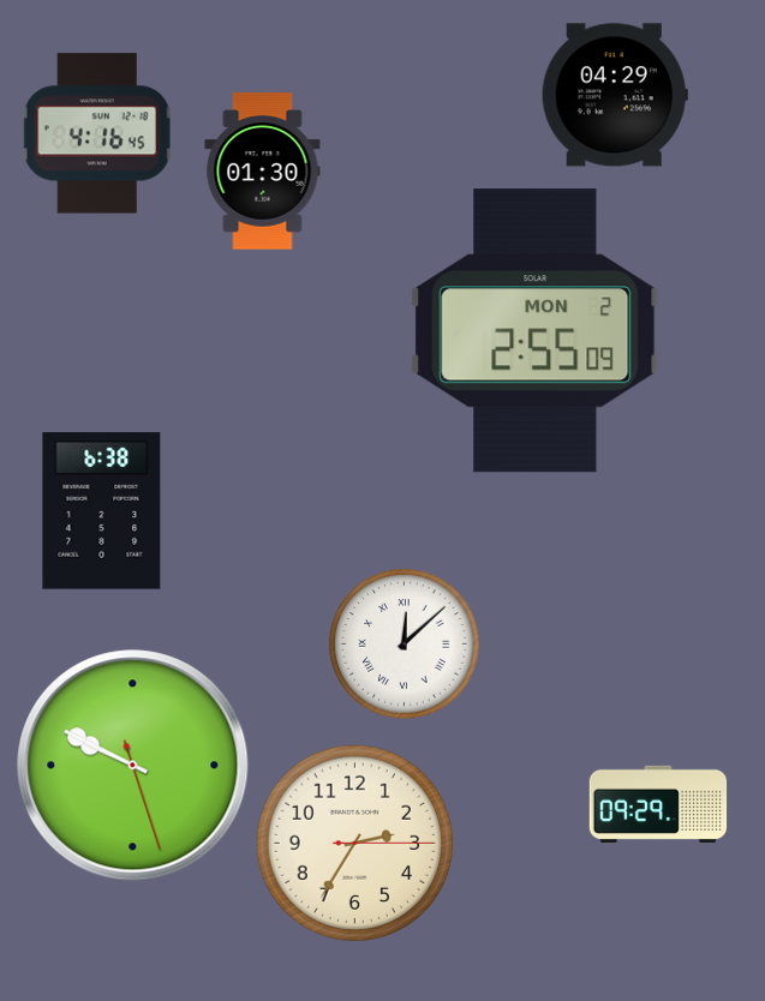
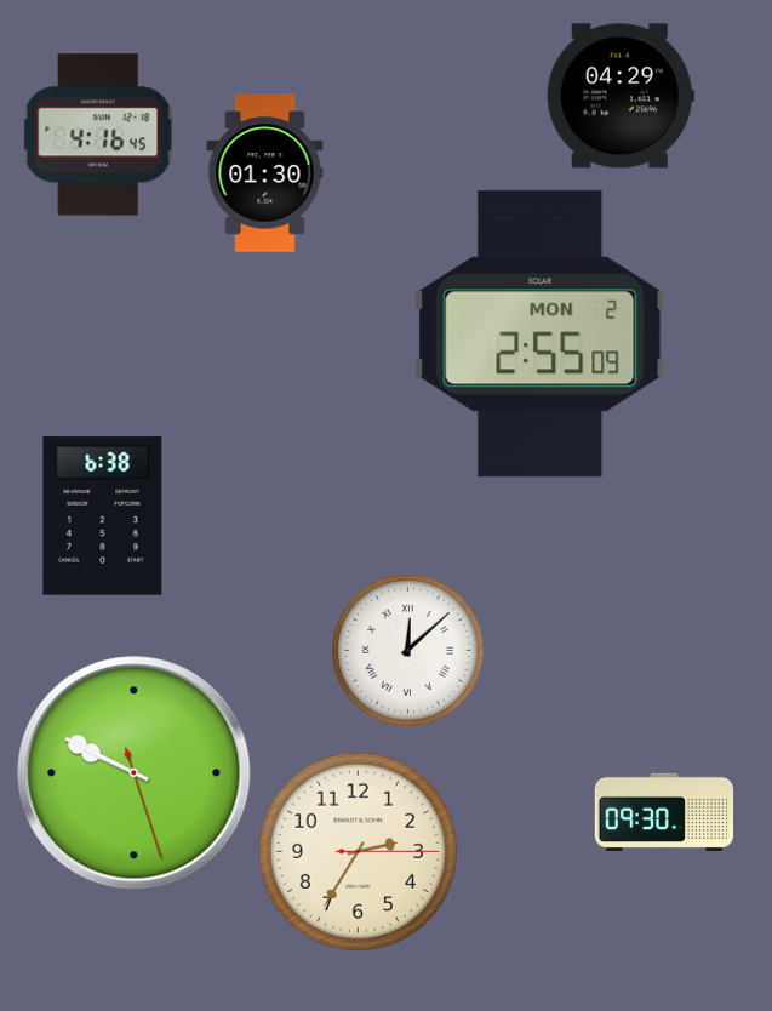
clock at (658, 804): 09:29 -> 09:30
